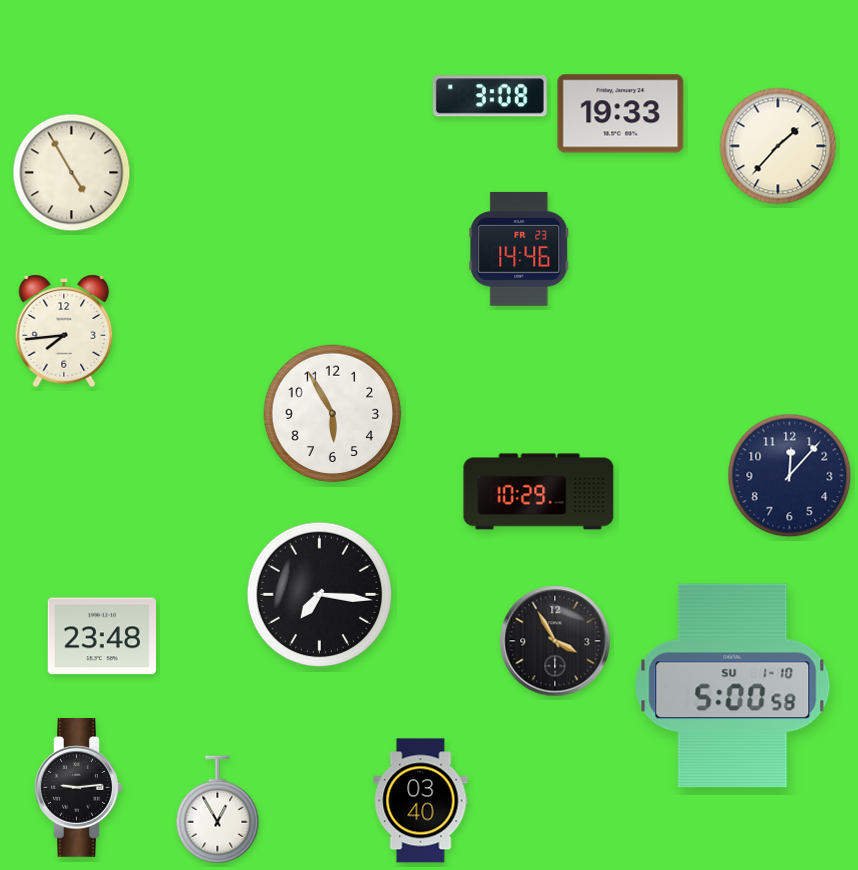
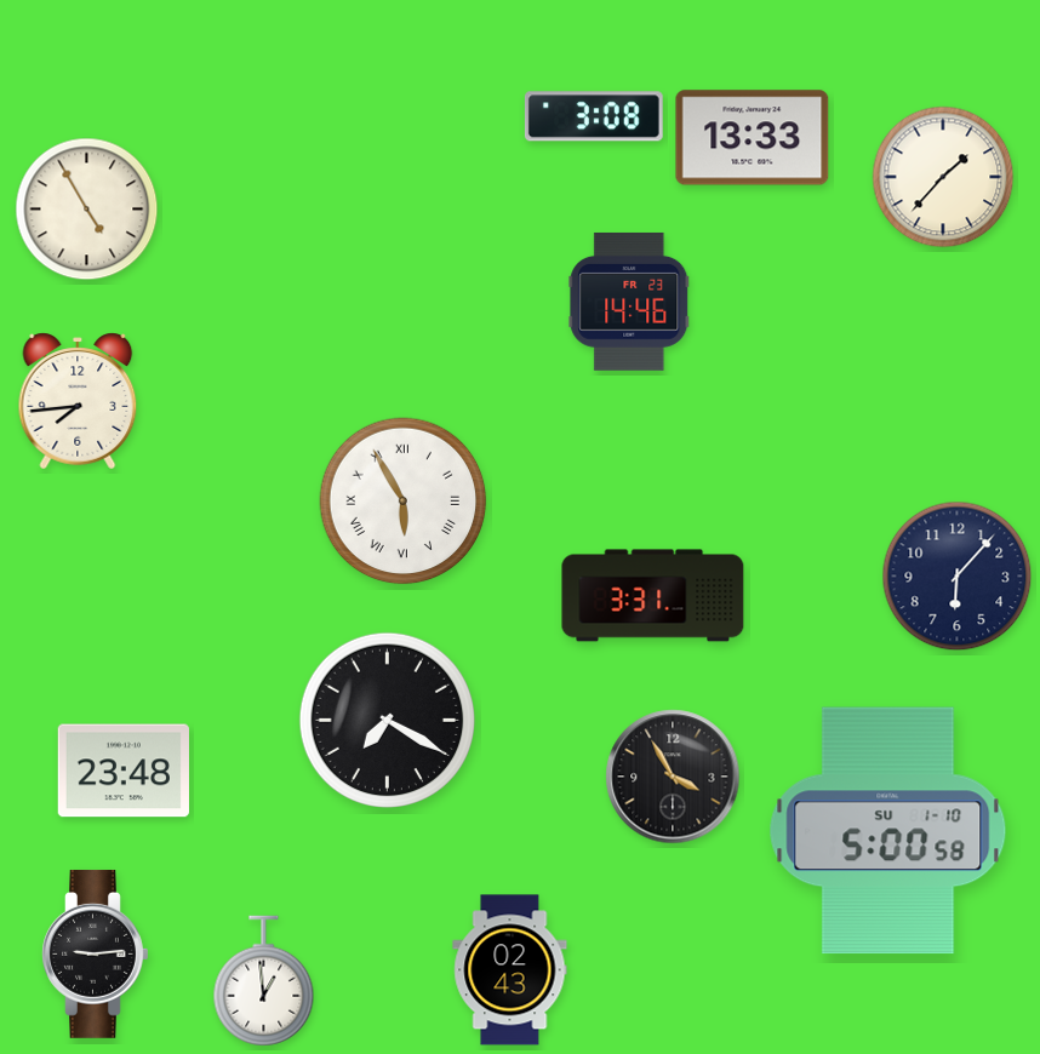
clock at (621, 114): 19:33 -> 13:33
clock at (333, 414) numerals: Arabic -> Roman
clock at (790, 476): 12:07 -> 6:07
clock at (539, 492): 10:29 -> 3:31
clock at (319, 594): 7:16 -> 7:20
clock at (421, 801): 03:40 -> 02:43
clock at (218, 810): 12:55 -> 12:59
